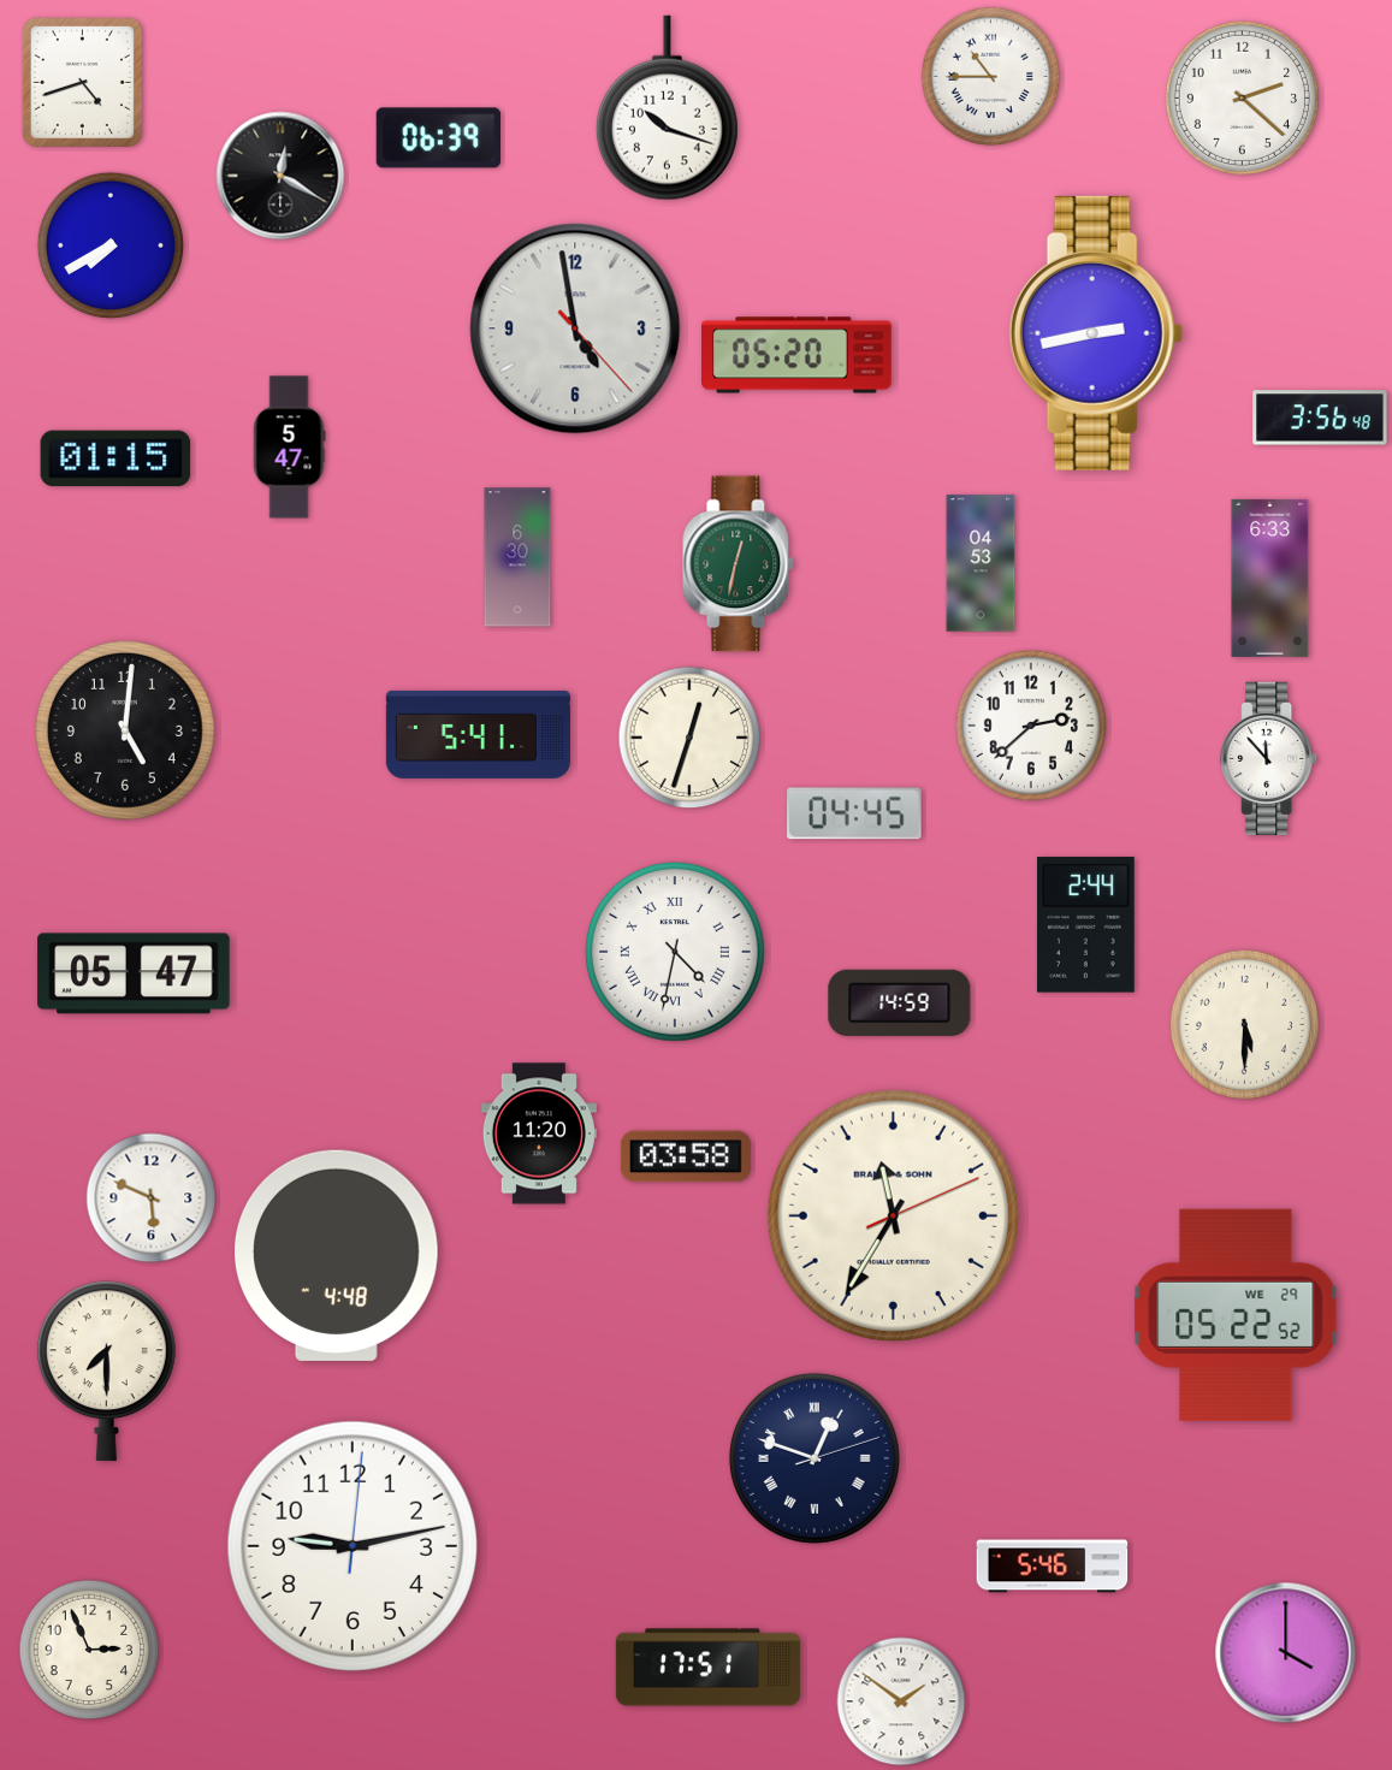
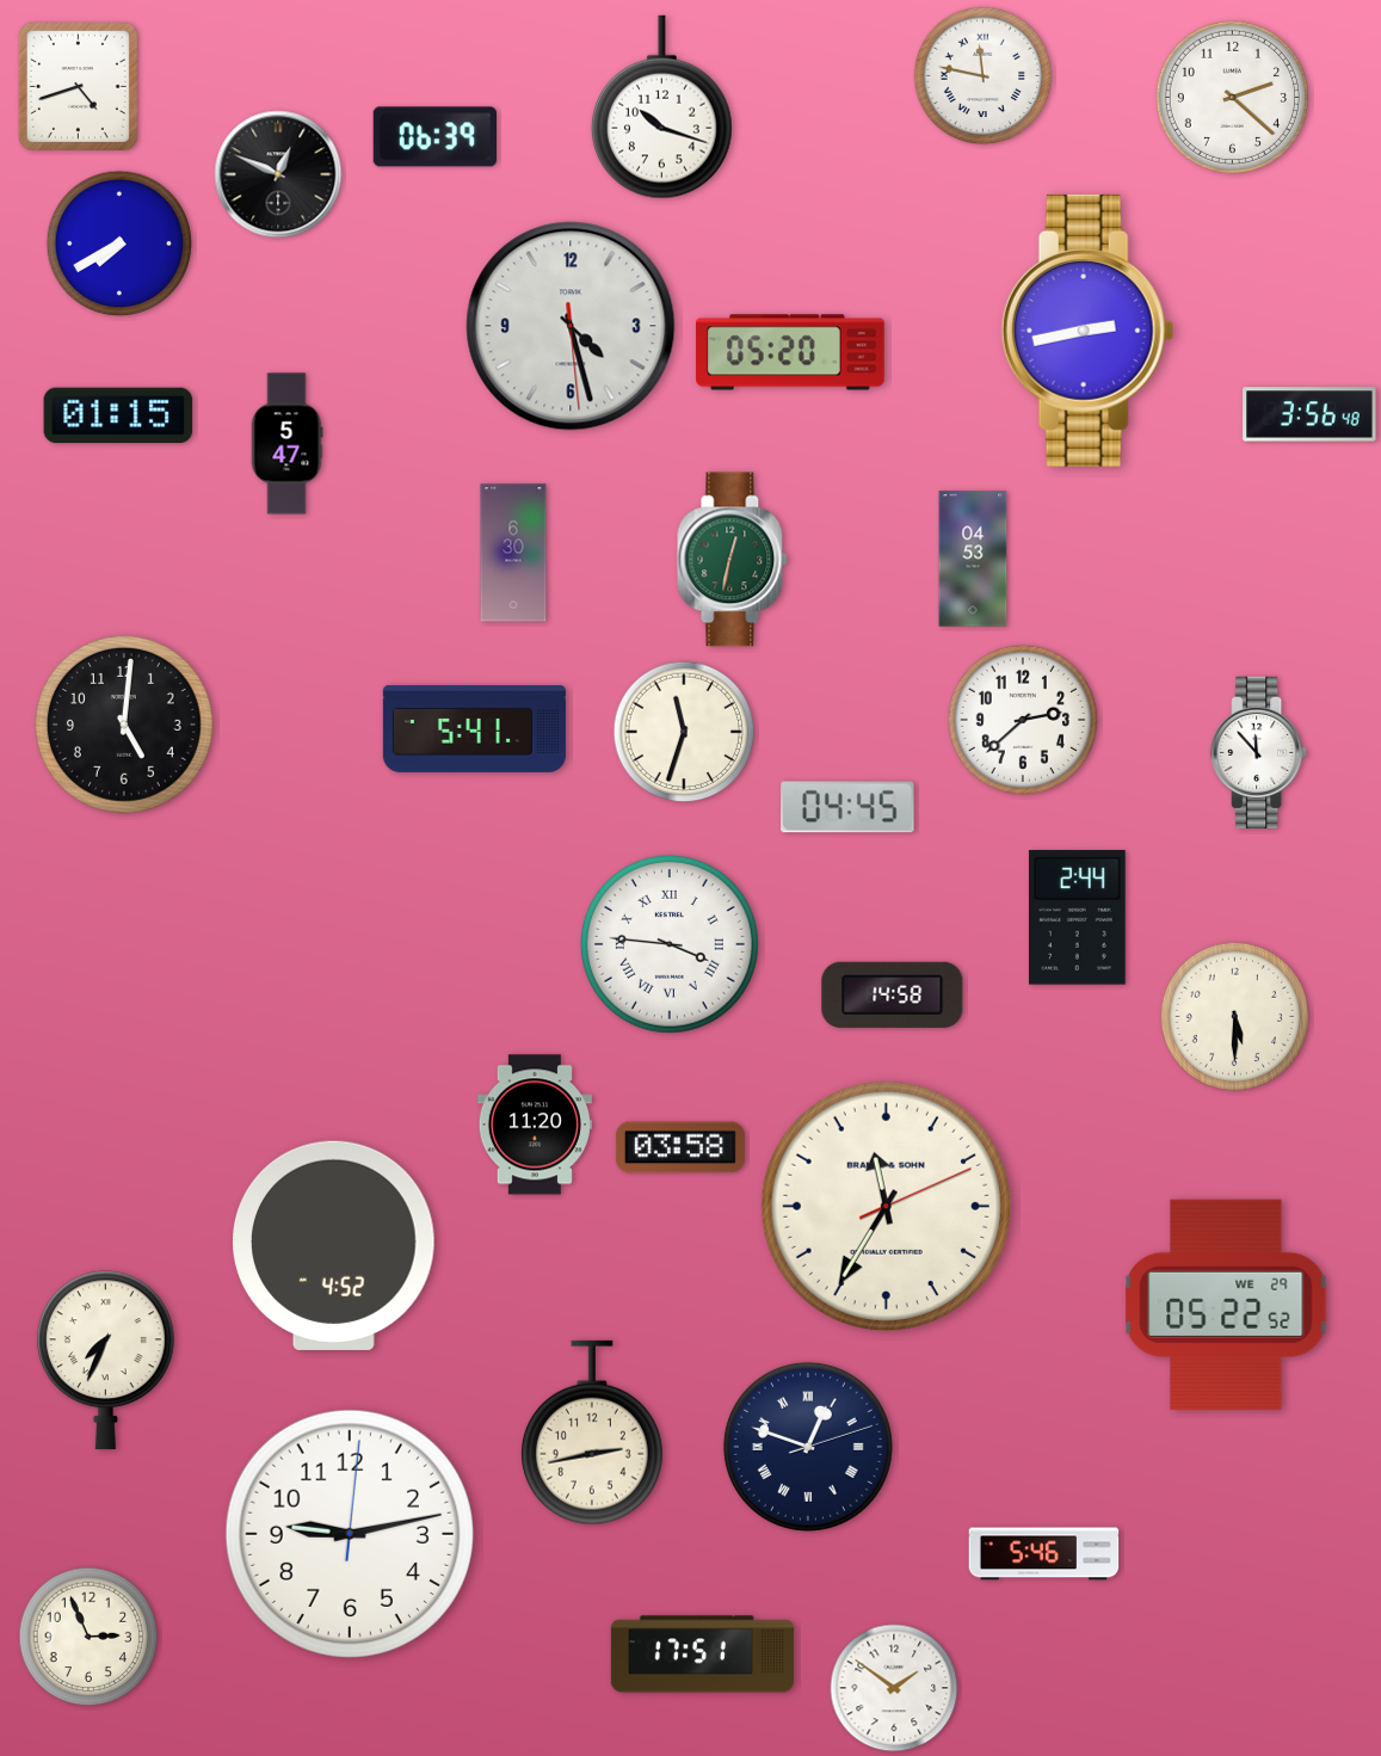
clock at (991, 77): 10:45 -> 11:47
clock at (82, 82) position: (82, 82) -> (78, 86)
clock at (280, 176): 12:20 -> 12:49
clock at (111, 245) position: (111, 245) -> (119, 244)
clock at (575, 328): 4:58 -> 4:27
clock at (115, 458) position: (115, 458) -> (118, 415)
clock at (1270, 578): 6:33 -> none
clock at (689, 738): 12:33 -> 11:33
clock at (675, 952): 4:32 -> 3:46
clock at (134, 973): 05:47 -> none
clock at (900, 1002): 14:59 -> 14:58
clock at (152, 1198): 5:49 -> none
clock at (337, 1255): 4:48 -> 4:52
clock at (106, 1372): 7:30 -> 7:34
clock at (593, 1432): none -> 2:43
clock at (1286, 1653): 4:00 -> none
